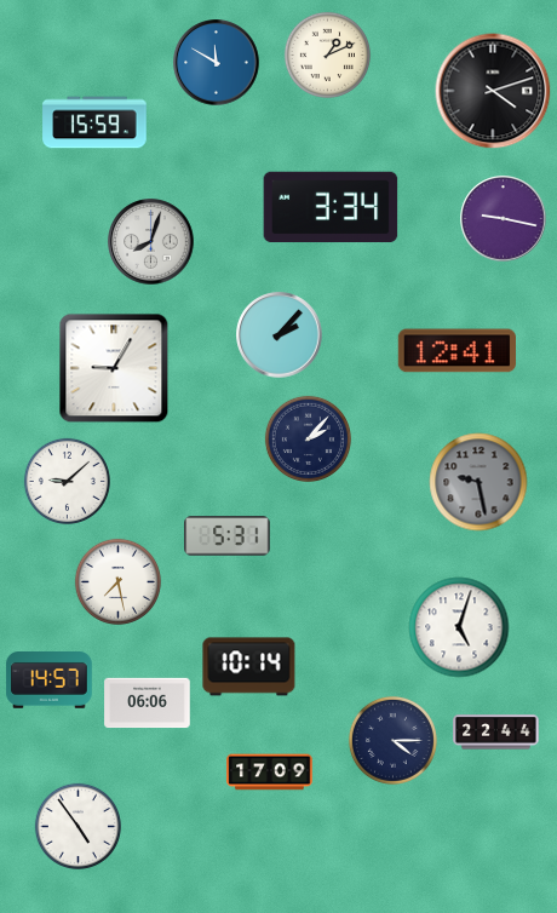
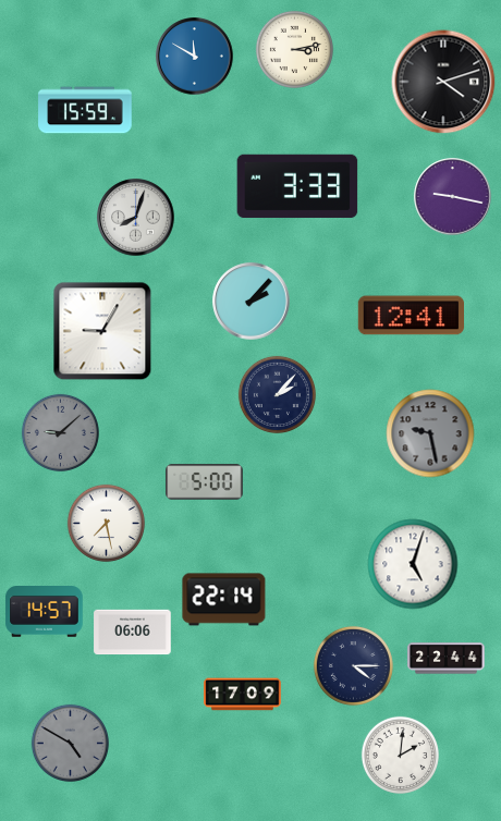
clock at (327, 54): 1:11 -> 3:13
clock at (331, 207): 3:34 -> 3:33
clock at (67, 481) dial: white -> grey
clock at (228, 536): 5:31 -> 5:00
clock at (249, 667): 10:14 -> 22:14
clock at (77, 826): 4:54 -> 4:50
clock at (77, 826) dial: white -> grey
clock at (400, 755): none -> 2:01
